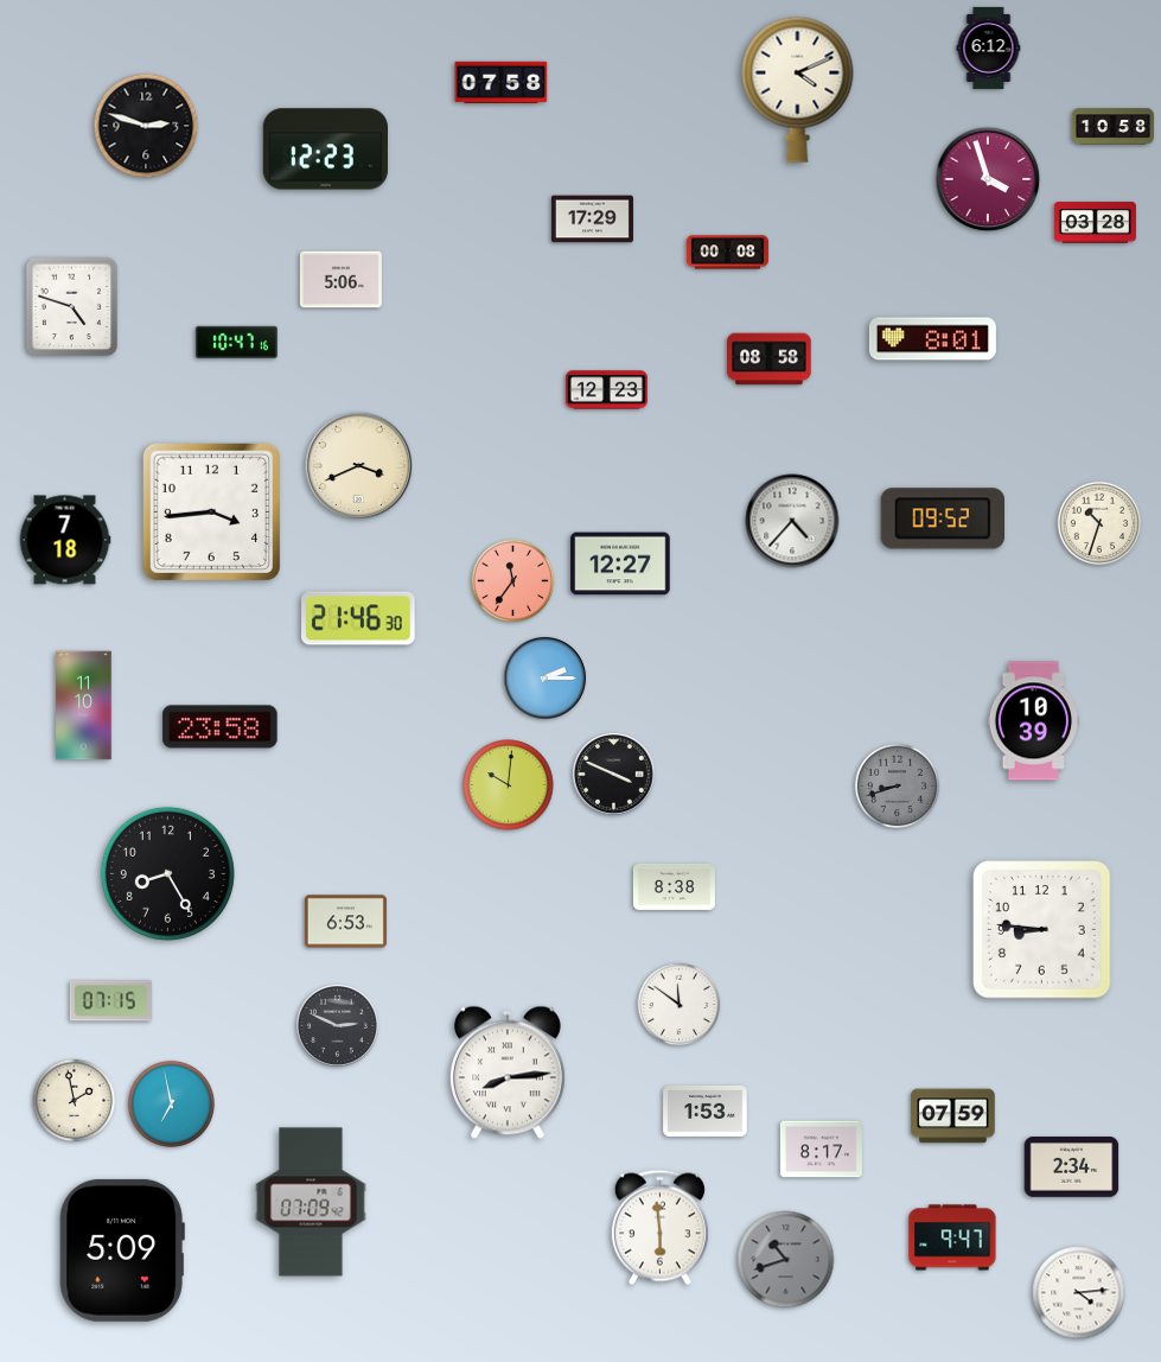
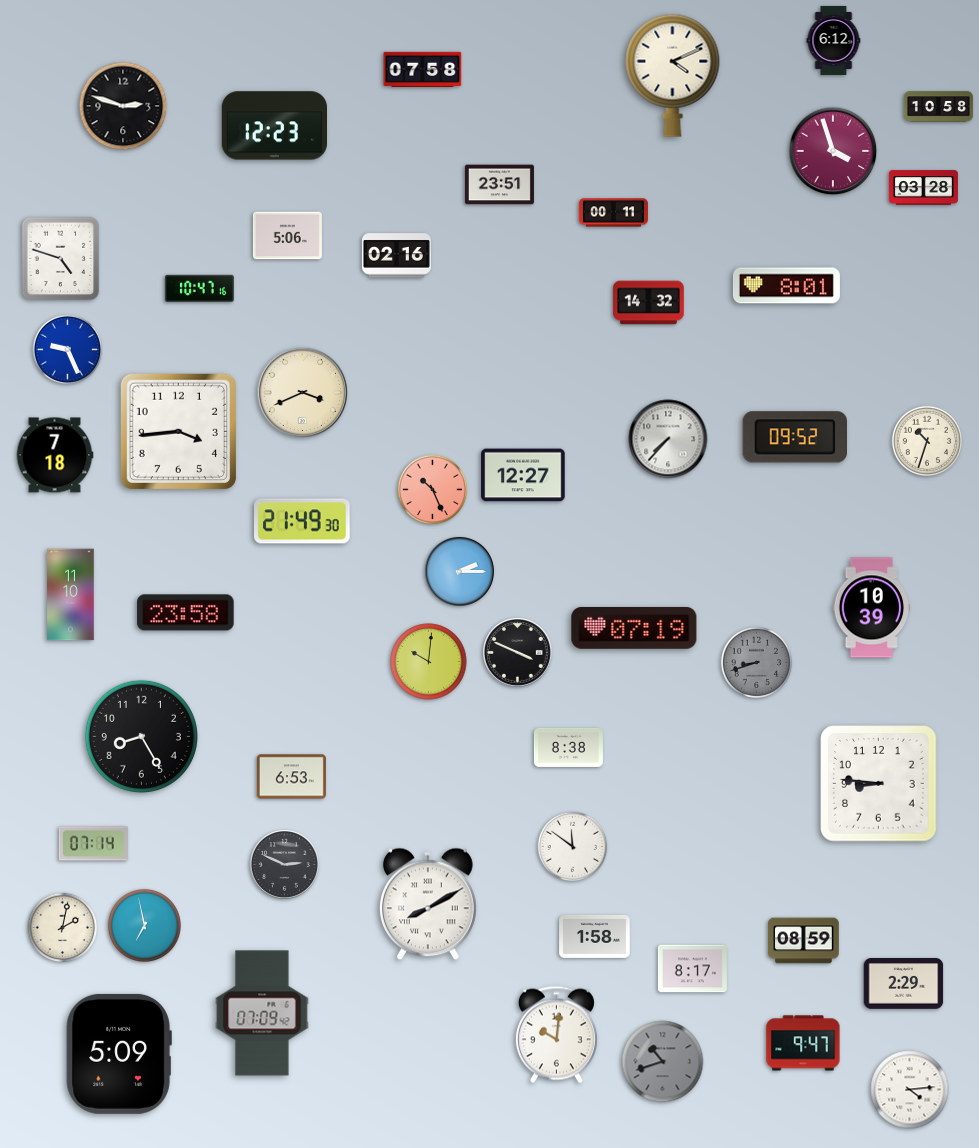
clock at (592, 219): 17:29 -> 23:51
clock at (727, 253): 00:08 -> 00:11
clock at (396, 256): none -> 02:16
clock at (770, 359): 08:58 -> 14:32
clock at (606, 390): 12:23 -> none
clock at (68, 350): none -> 9:26
clock at (792, 521): 4:37 -> 7:37
clock at (513, 581): 11:36 -> 10:26
clock at (359, 618): 21:46 -> 21:49
clock at (634, 628): none -> 07:19
clock at (110, 1001): 07:15 -> 07:14
clock at (508, 1073): 8:14 -> 8:10
clock at (75, 1101): 1:58 -> 2:02
clock at (171, 1103) position: (171, 1103) -> (144, 925)
clock at (706, 1110): 1:53 -> 1:58
clock at (953, 1116): 07:59 -> 08:59
clock at (1072, 1167): 2:34 -> 2:29
clock at (659, 1228): 5:59 -> 10:01
clock at (122, 1250) position: (122, 1250) -> (119, 1054)
